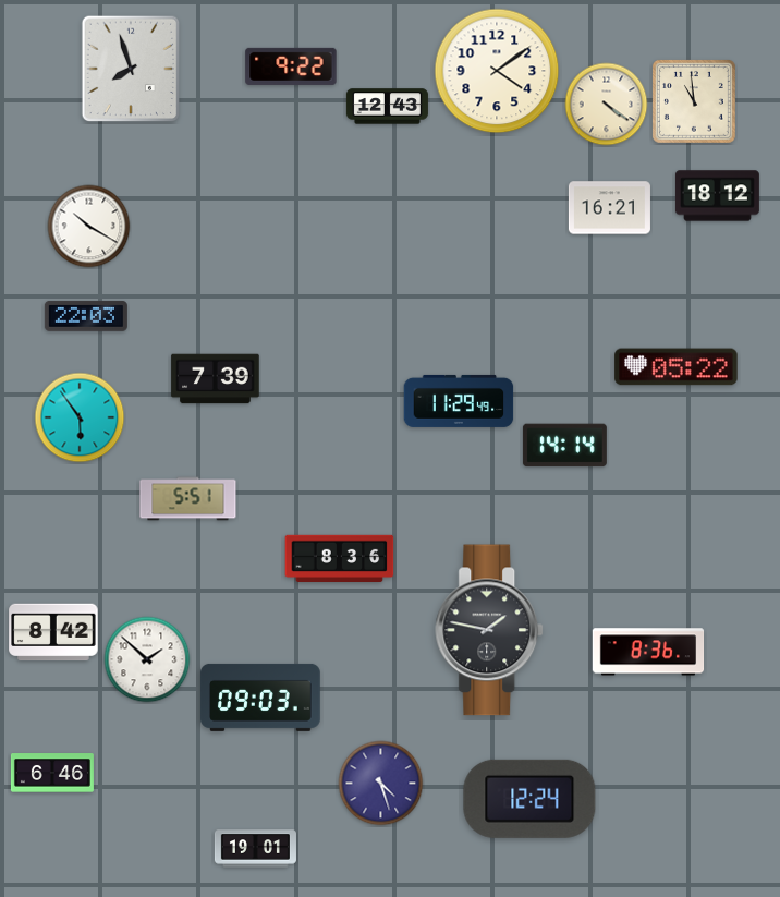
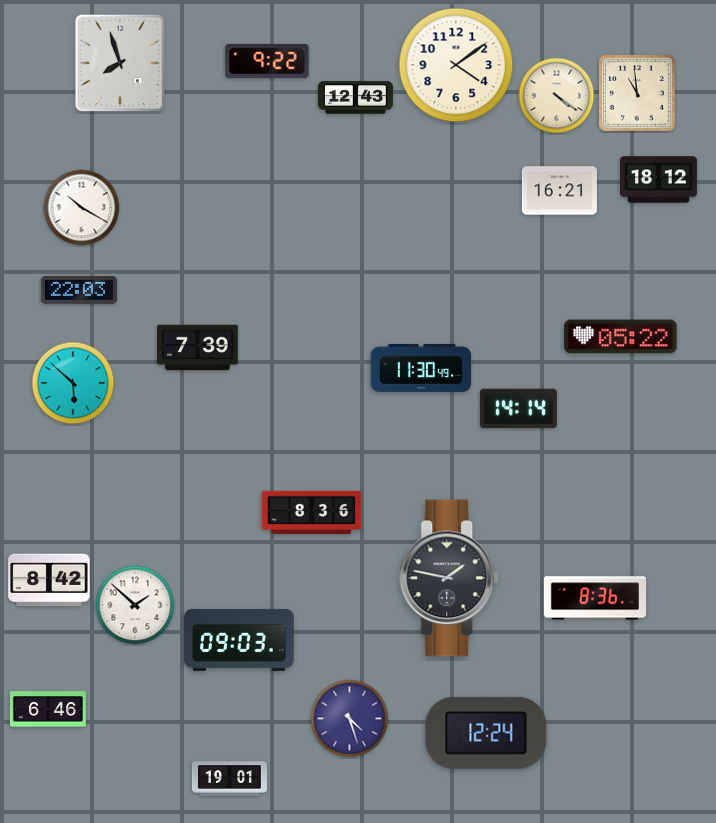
clock at (459, 401): 11:29 -> 11:30
clock at (80, 417): 5:54 -> 5:52
clock at (188, 499): 5:51 -> none
clock at (255, 849) position: (255, 849) -> (229, 779)
